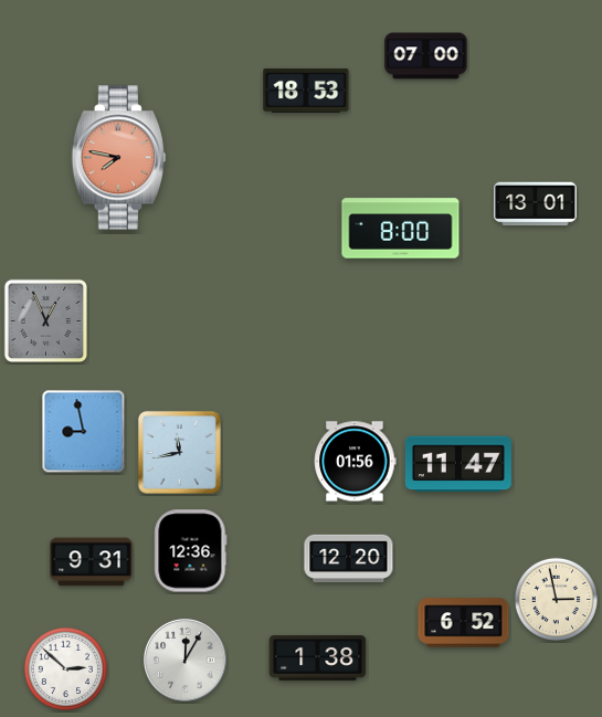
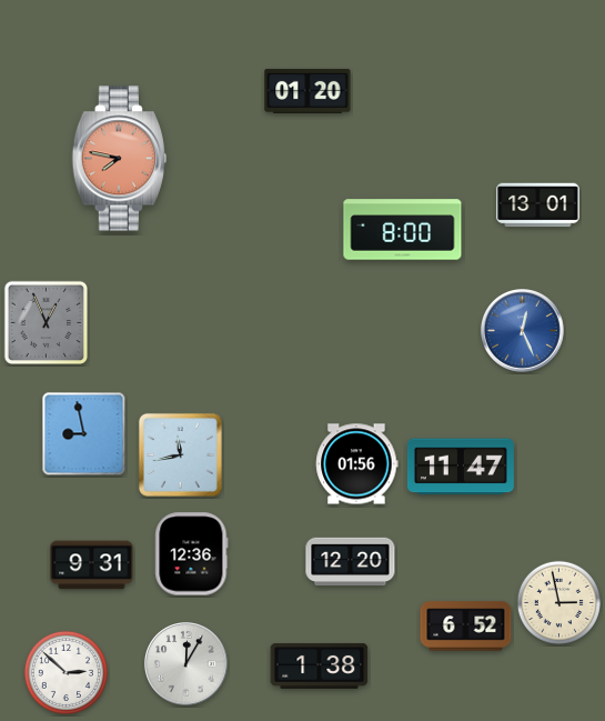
clock at (426, 56): 07:00 -> none
clock at (306, 91): 18:53 -> 01:20
clock at (523, 331): none -> 12:26
clock at (318, 657) position: (318, 657) -> (320, 665)
